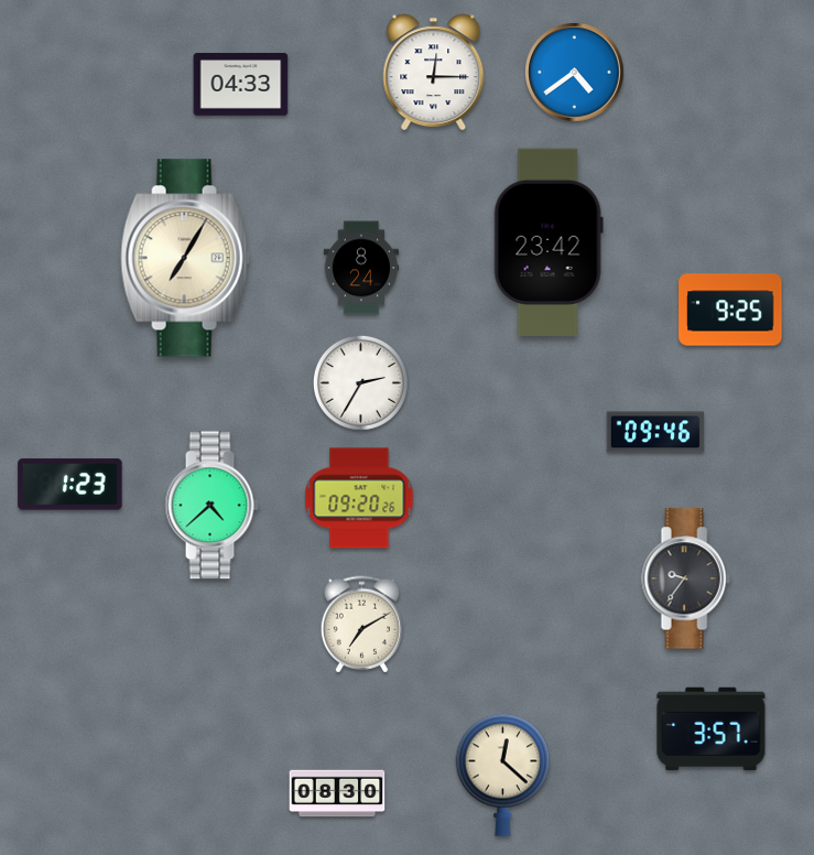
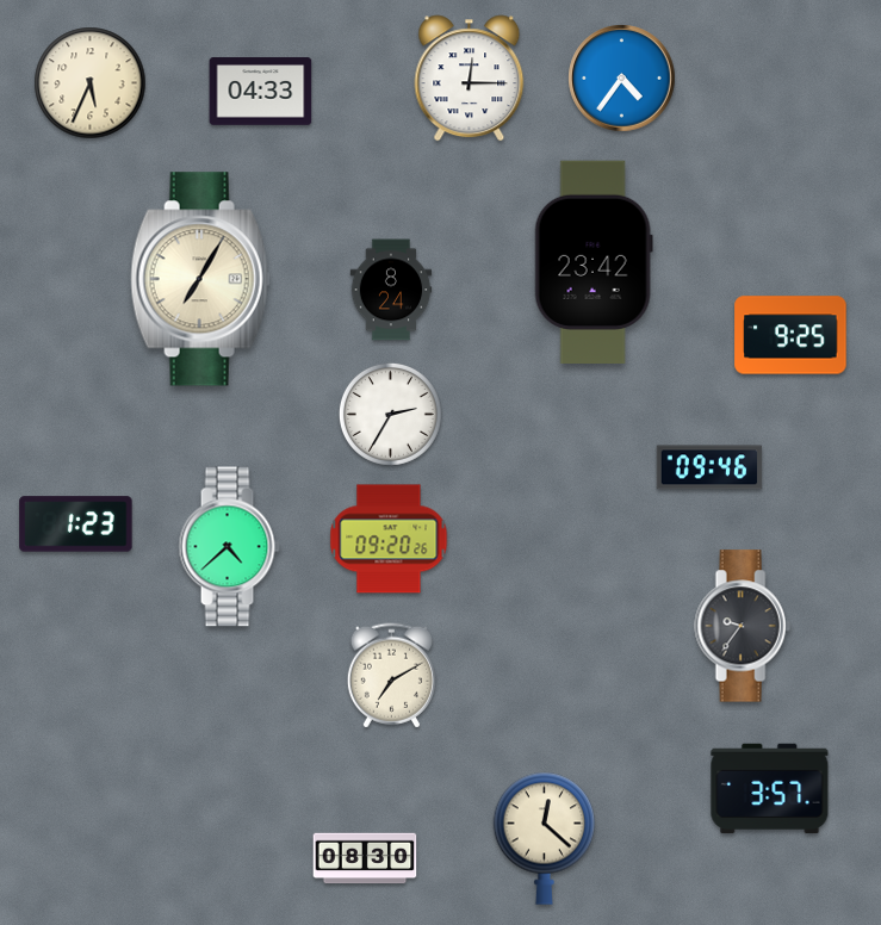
clock at (575, 73): 4:39 -> 4:36
clock at (91, 83): none -> 5:34
